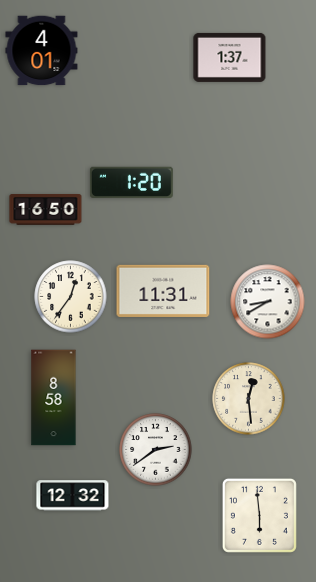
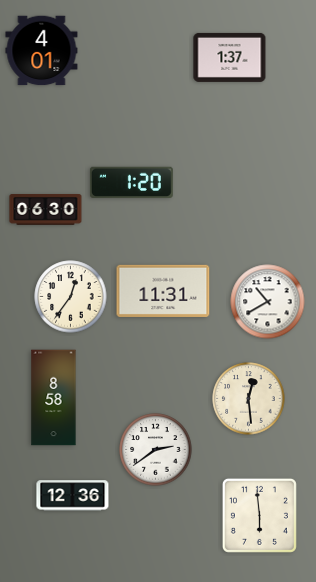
clock at (46, 210): 16:50 -> 06:30
clock at (268, 302): 8:40 -> 10:40
clock at (73, 496): 12:32 -> 12:36
